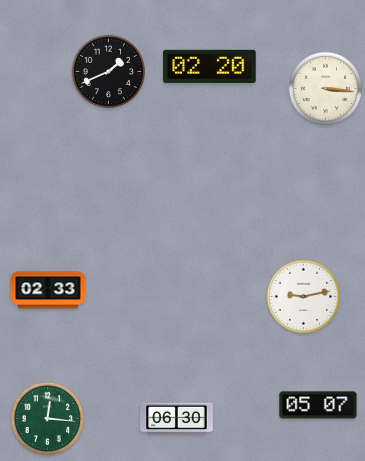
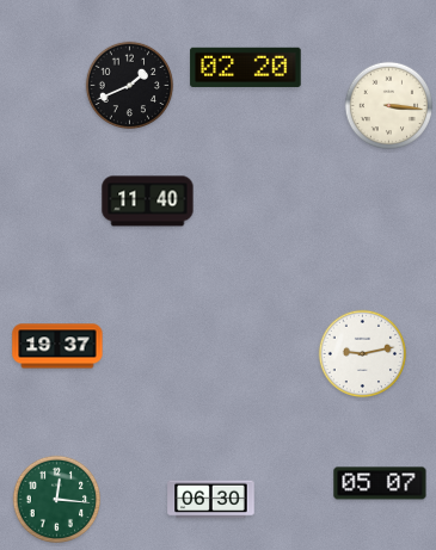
clock at (210, 66) position: (210, 66) -> (246, 67)
clock at (148, 202): none -> 11:40
clock at (48, 290): 02:33 -> 19:37
